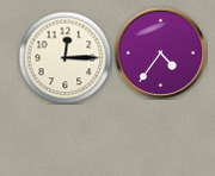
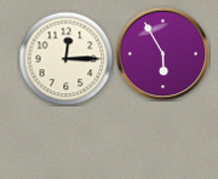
clock at (160, 52): 4:36 -> 5:55
